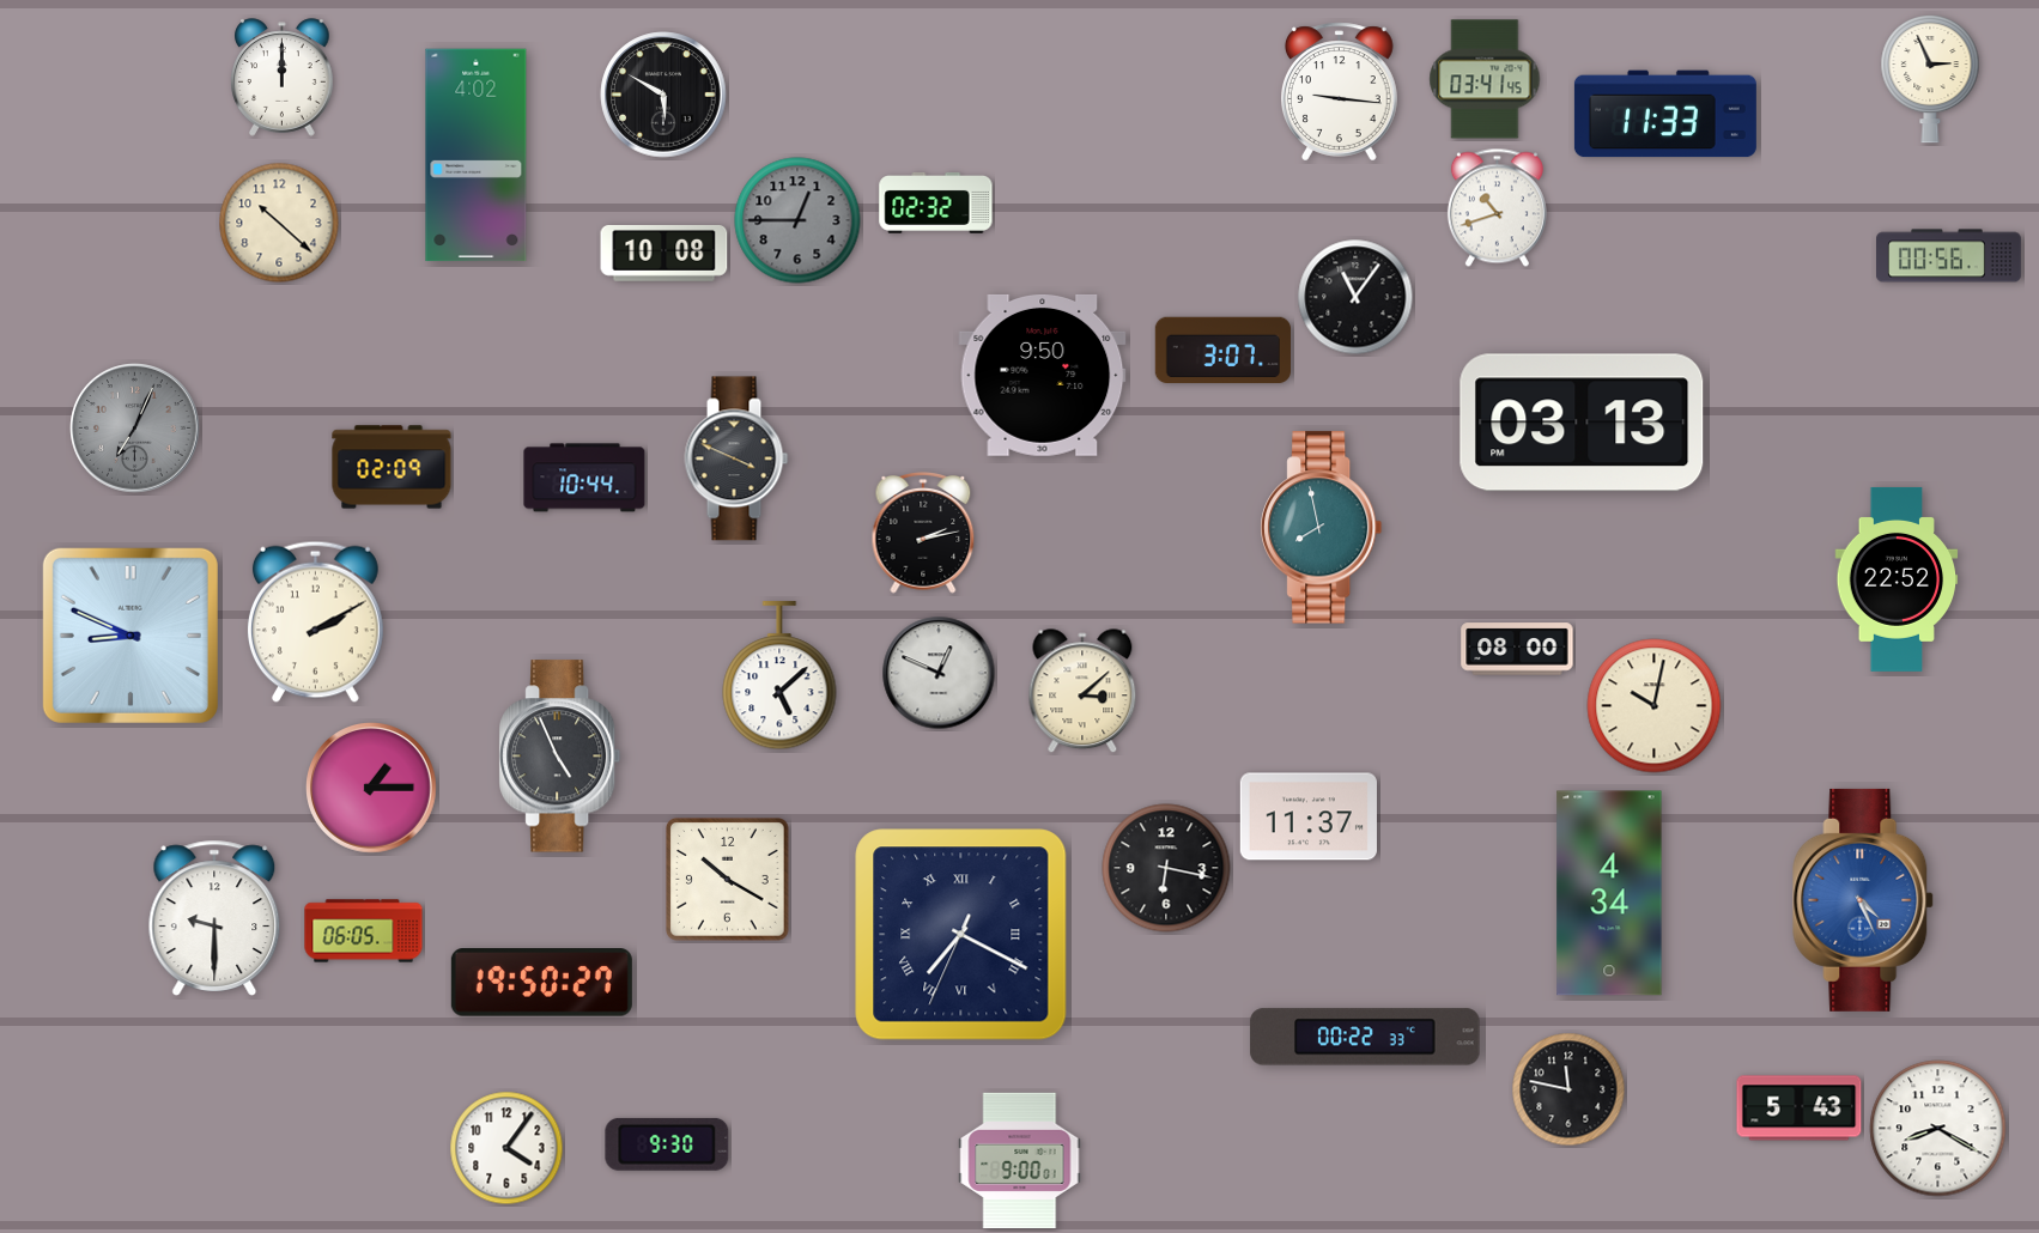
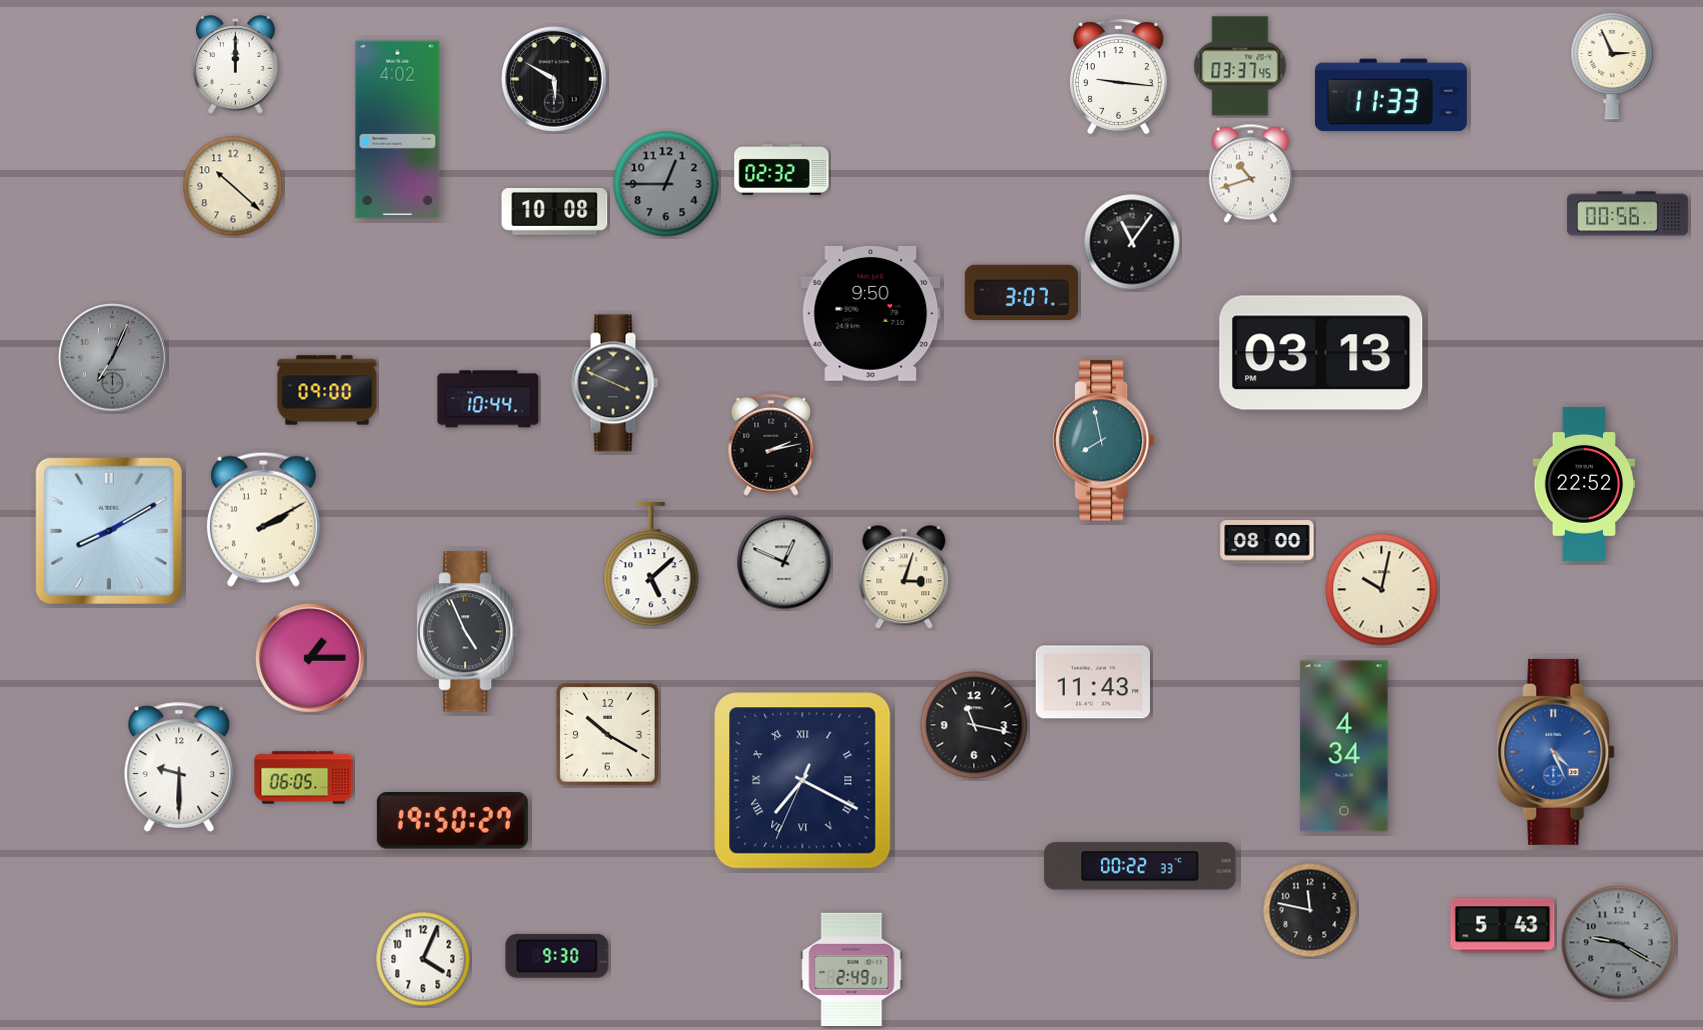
clock at (1485, 79): 03:41 -> 03:37
clock at (1355, 297) position: (1355, 297) -> (1132, 242)
clock at (392, 467): 02:09 -> 09:00
clock at (131, 636): 8:49 -> 8:10
clock at (1082, 692): 3:08 -> 3:03
clock at (1309, 816): 11:37 -> 11:43
clock at (1166, 868): 6:17 -> 11:17
clock at (1938, 1129): 8:20 -> 9:20
clock at (1938, 1129) dial: white -> grey
clock at (506, 1148): 4:06 -> 4:04
clock at (1020, 1161): 9:00 -> 2:49
